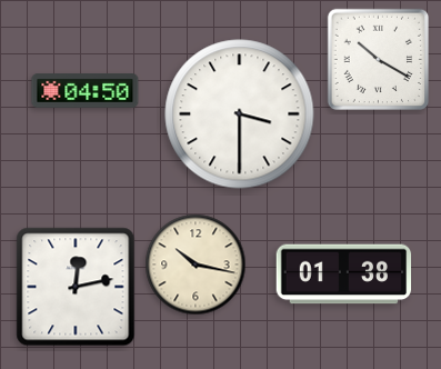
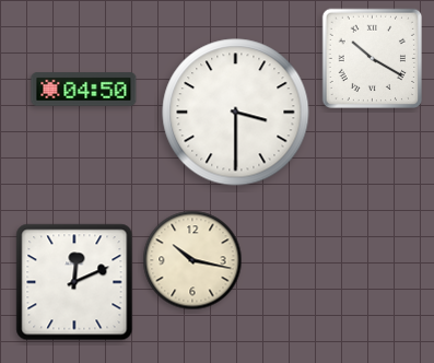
clock at (344, 275): 01:38 -> none
clock at (76, 287): 12:13 -> 12:11
